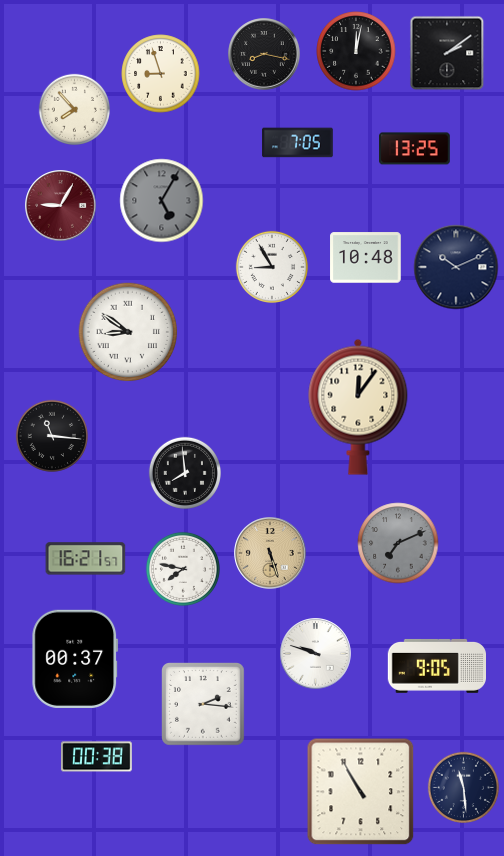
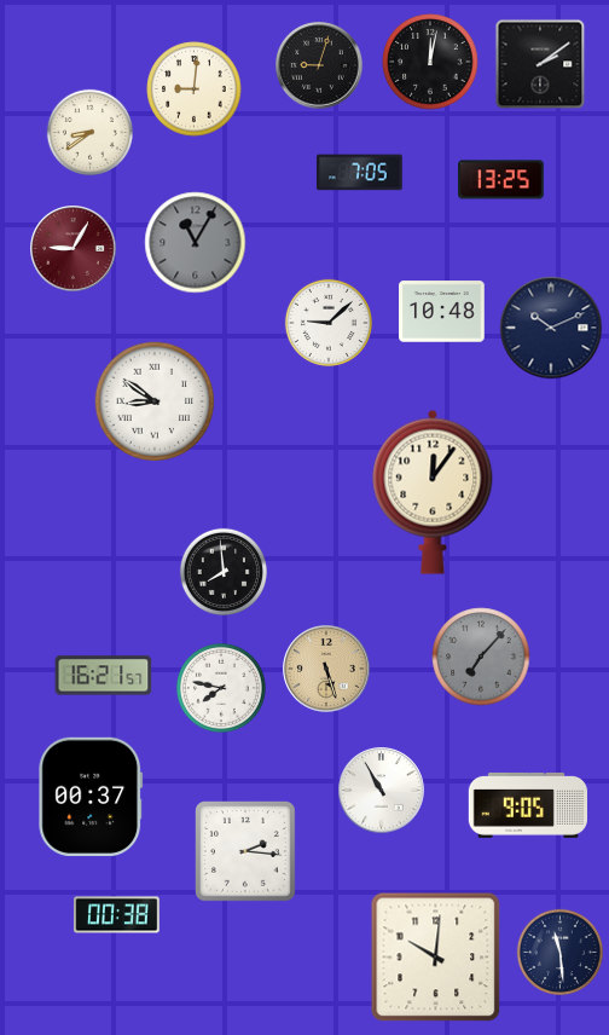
clock at (264, 54): 8:17 -> 9:03
clock at (161, 74): 8:57 -> 9:01
clock at (74, 109): 7:53 -> 8:39
clock at (162, 201): 5:05 -> 11:05
clock at (272, 267): 8:55 -> 9:08
clock at (456, 267) position: (456, 267) -> (551, 328)
clock at (52, 436): 11:16 -> none
clock at (398, 543): 7:11 -> 7:07
clock at (316, 654): 9:48 -> 10:55
clock at (361, 792): 10:55 -> 10:01
